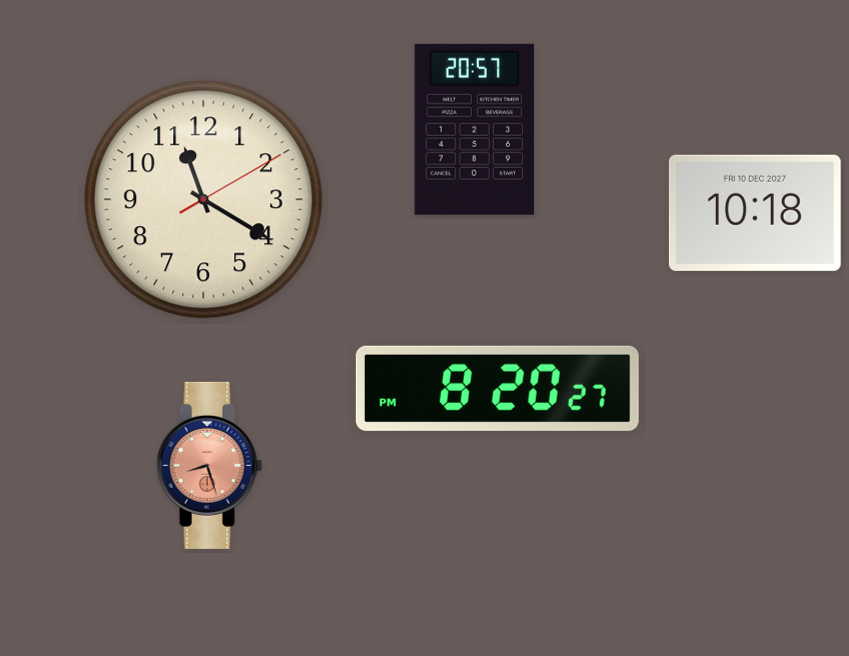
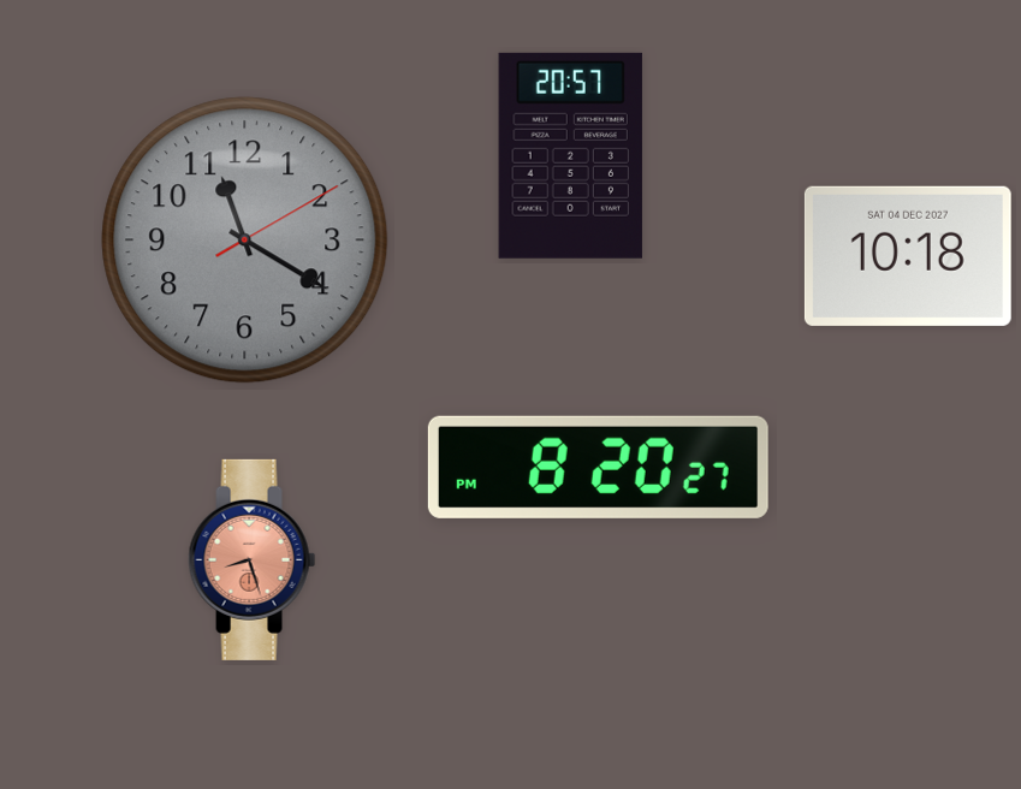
clock at (204, 200) dial: cream -> grey
clock at (755, 213) date: FRI 10 DEC 2027 -> SAT 04 DEC 2027
